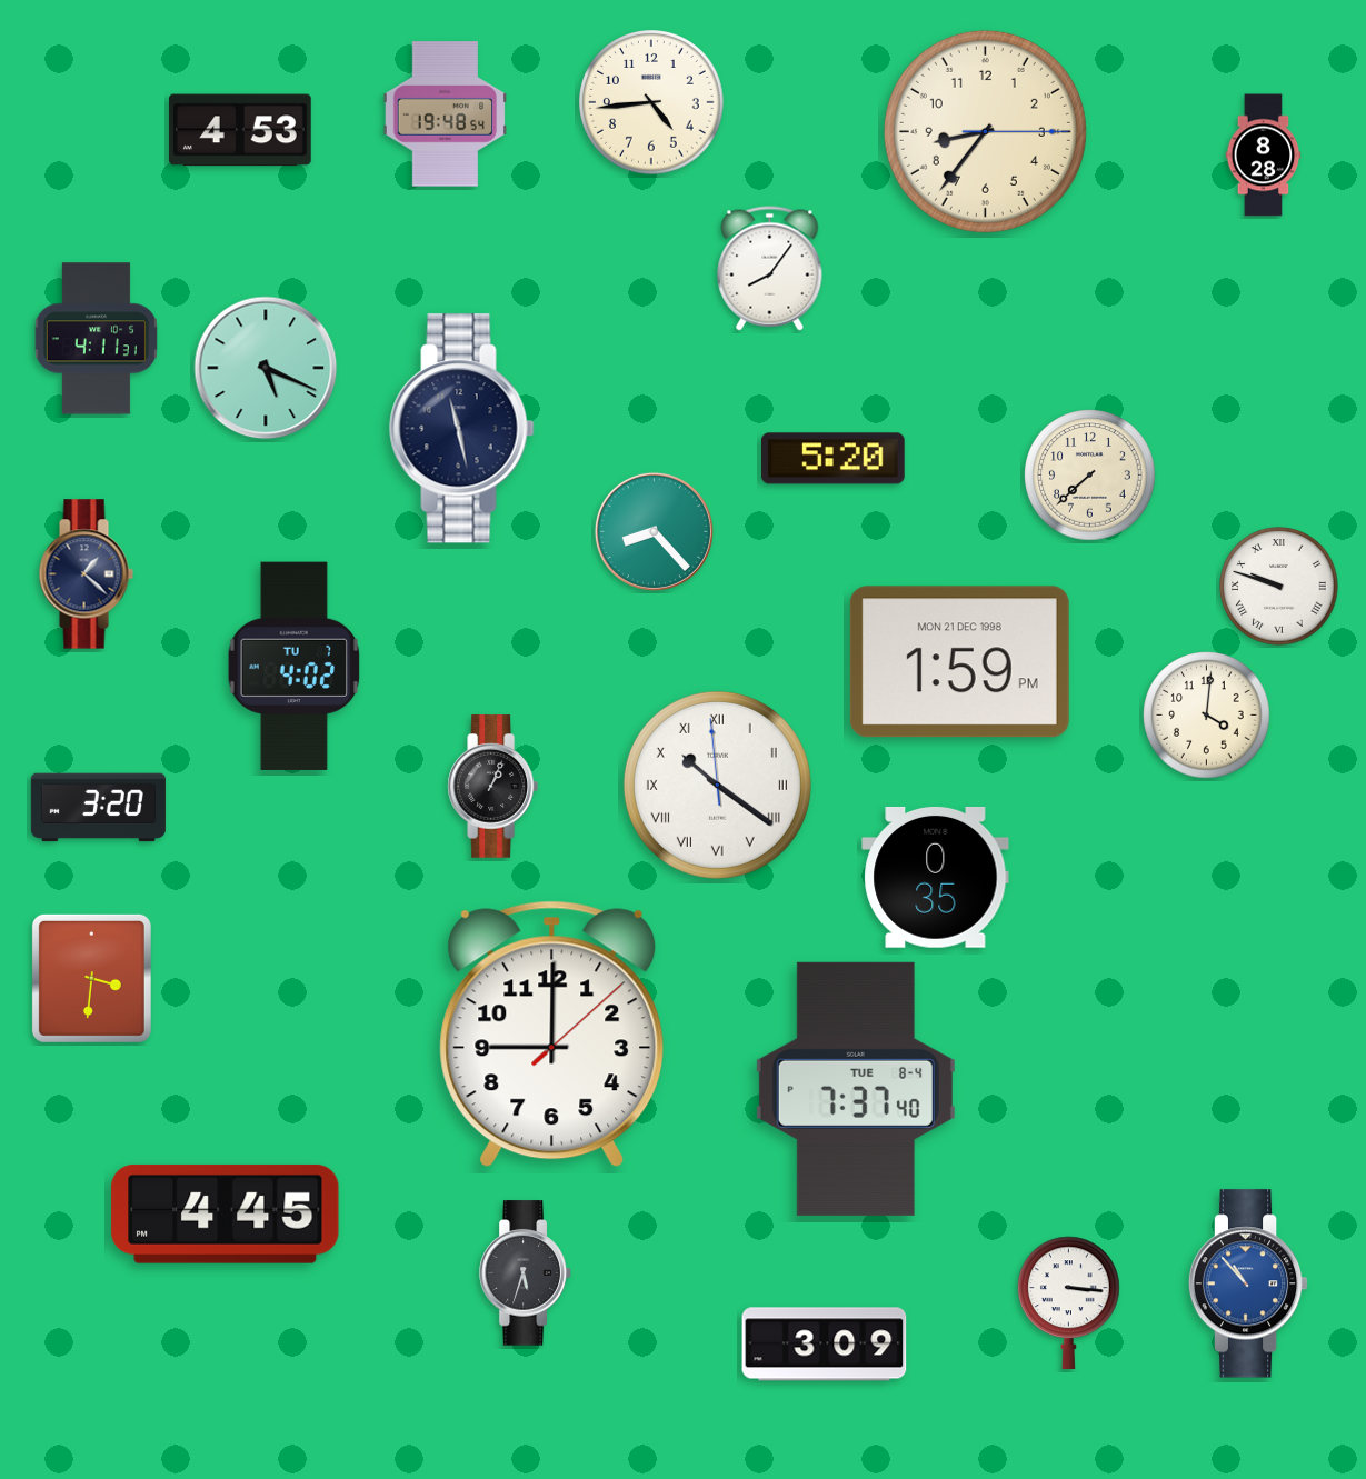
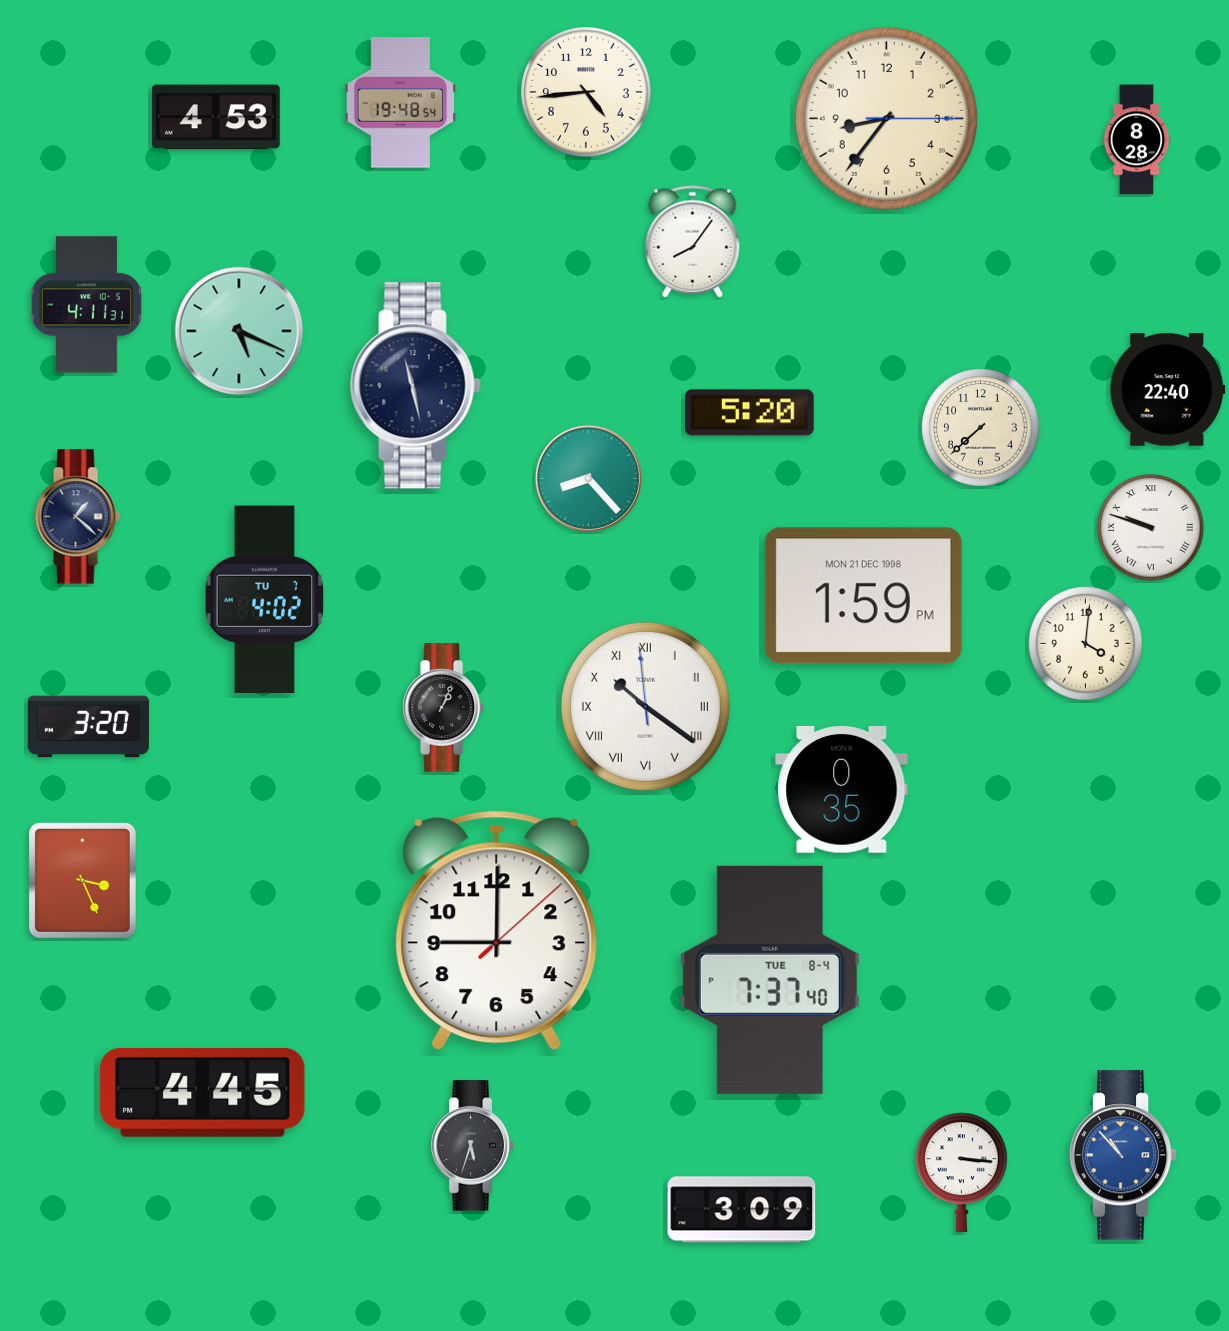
clock at (1168, 390): none -> 22:40
clock at (91, 978): 3:31 -> 3:26
